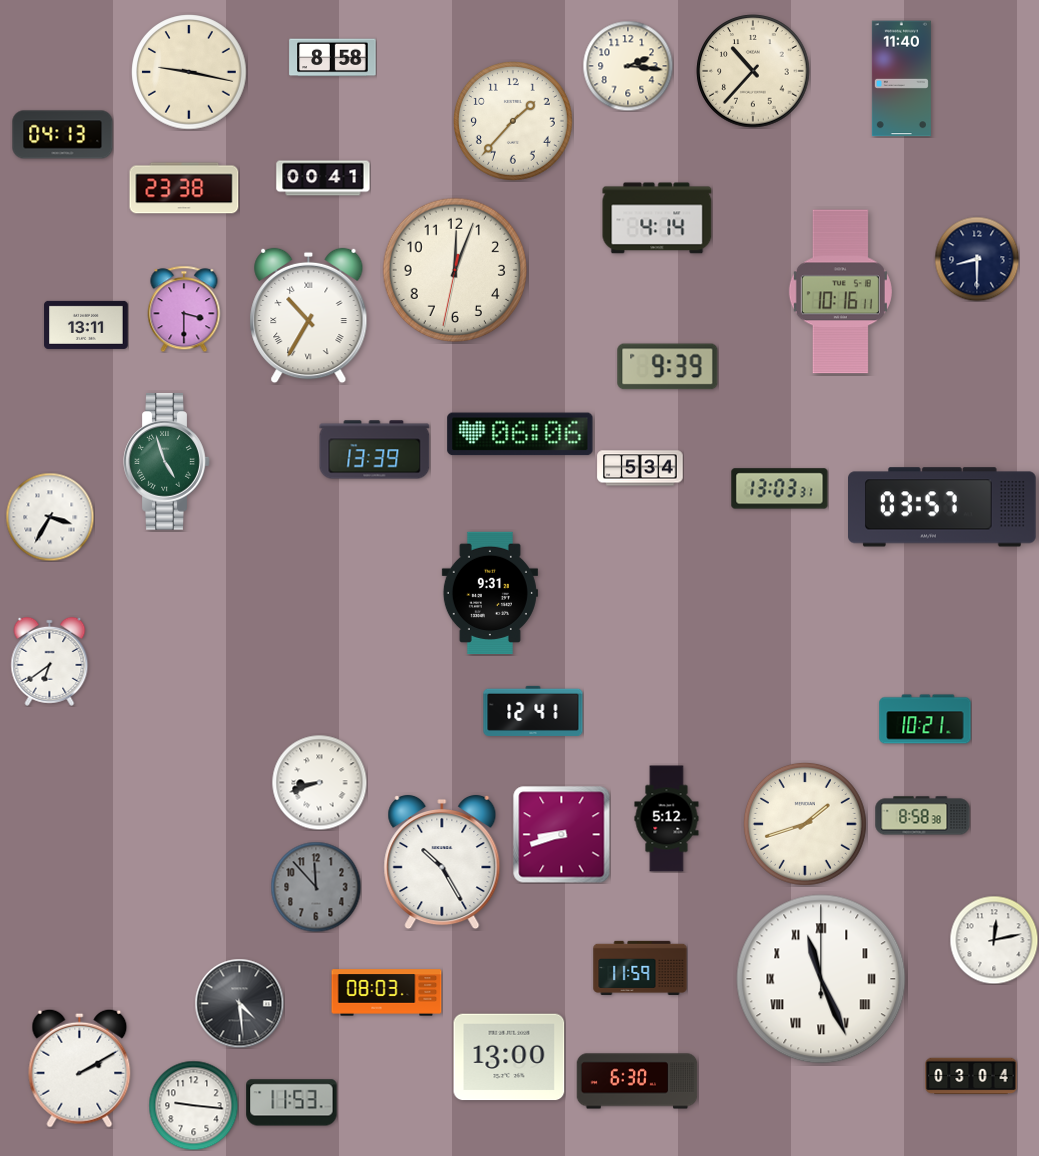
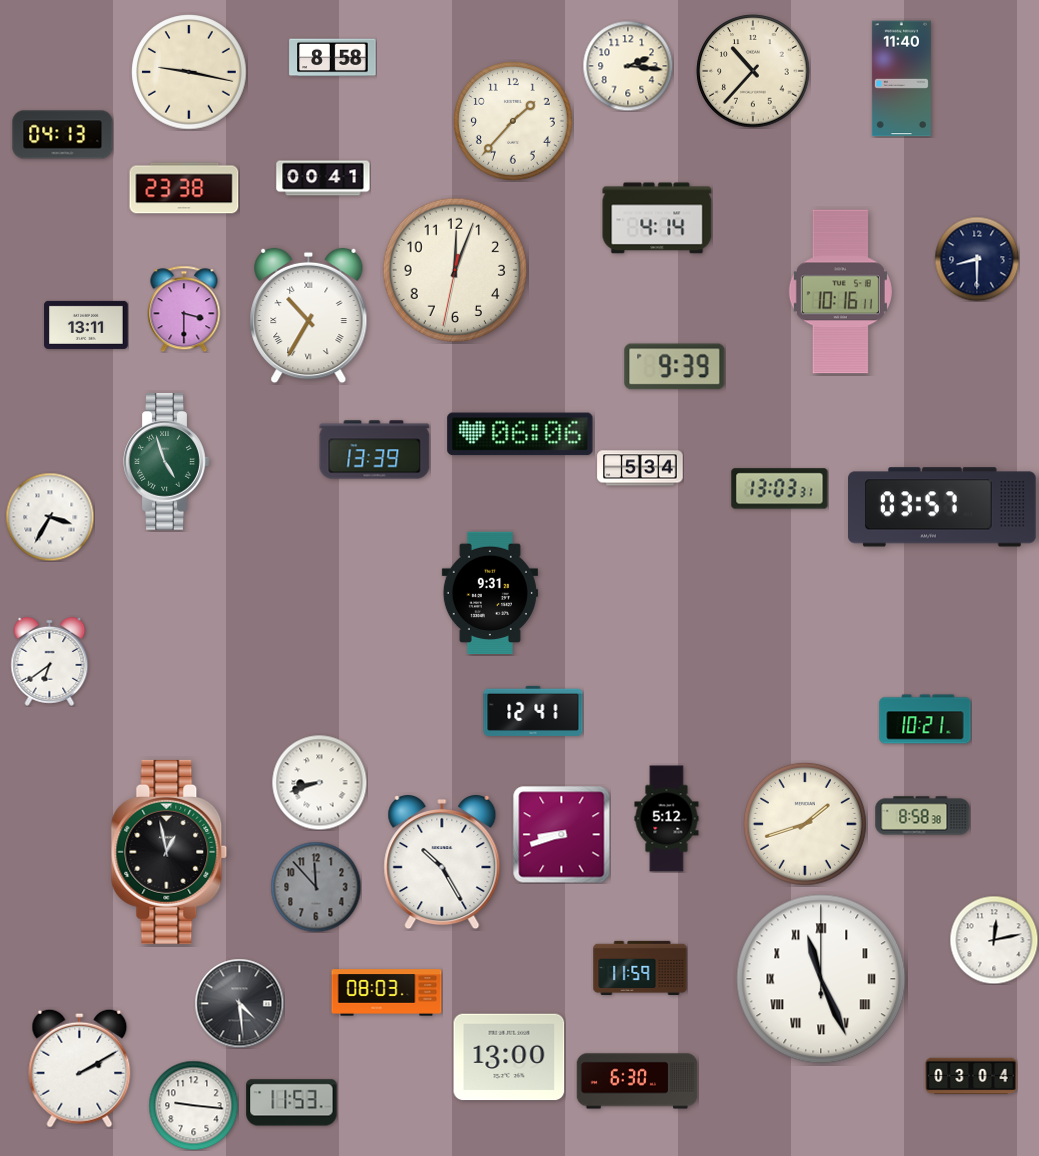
clock at (668, 367) position: (668, 367) -> (675, 367)
clock at (169, 852): none -> 12:58
